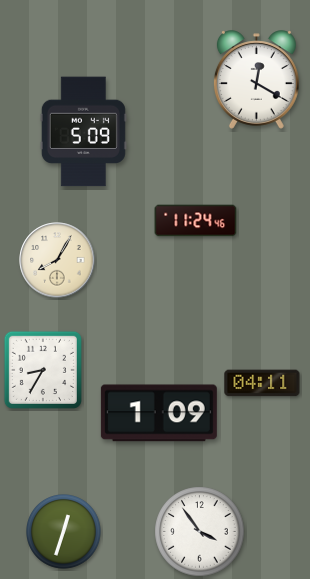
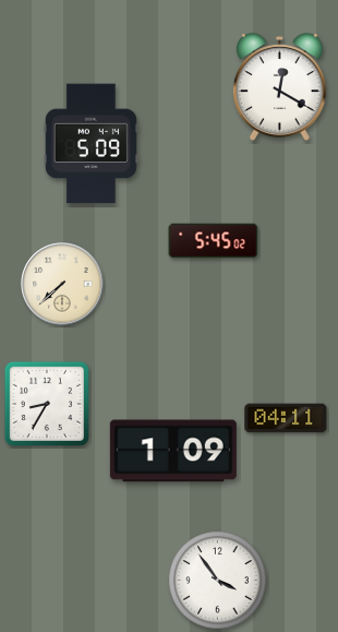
clock at (196, 221): 11:24 -> 5:45
clock at (57, 260): 8:05 -> 7:38
clock at (64, 532): 12:33 -> none
